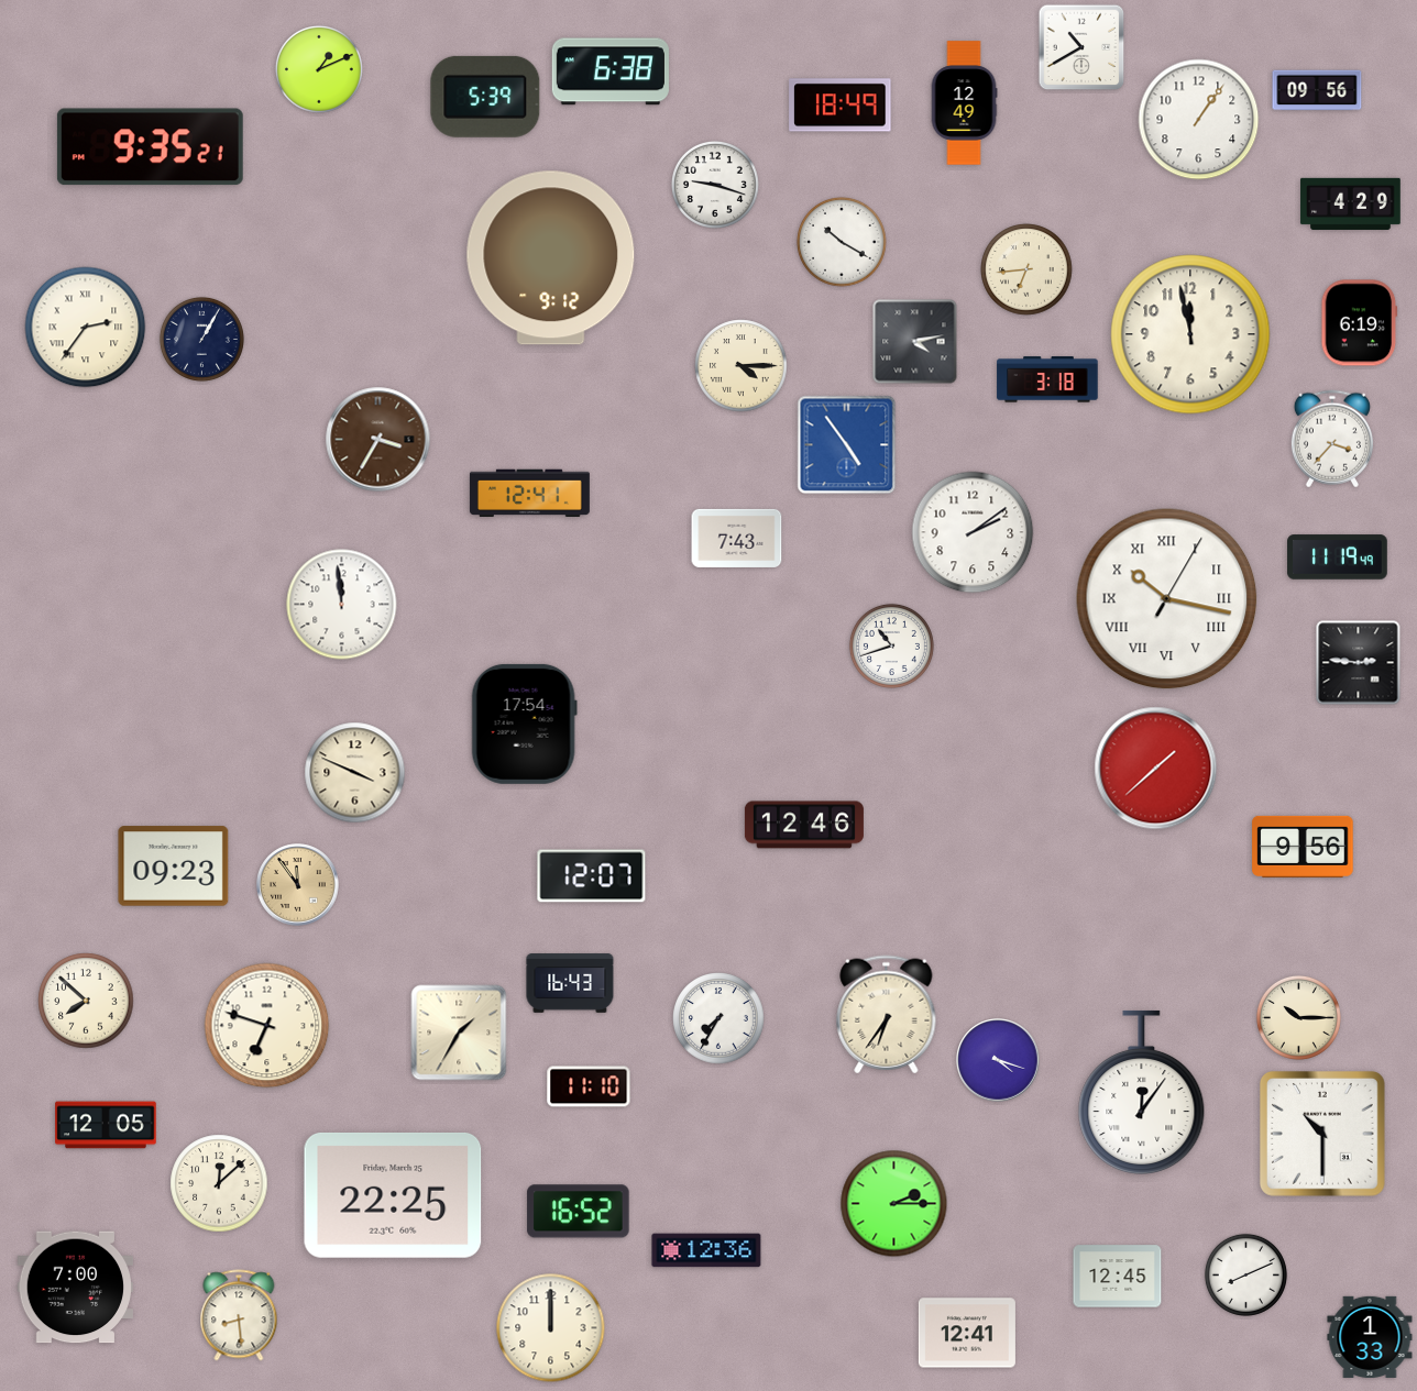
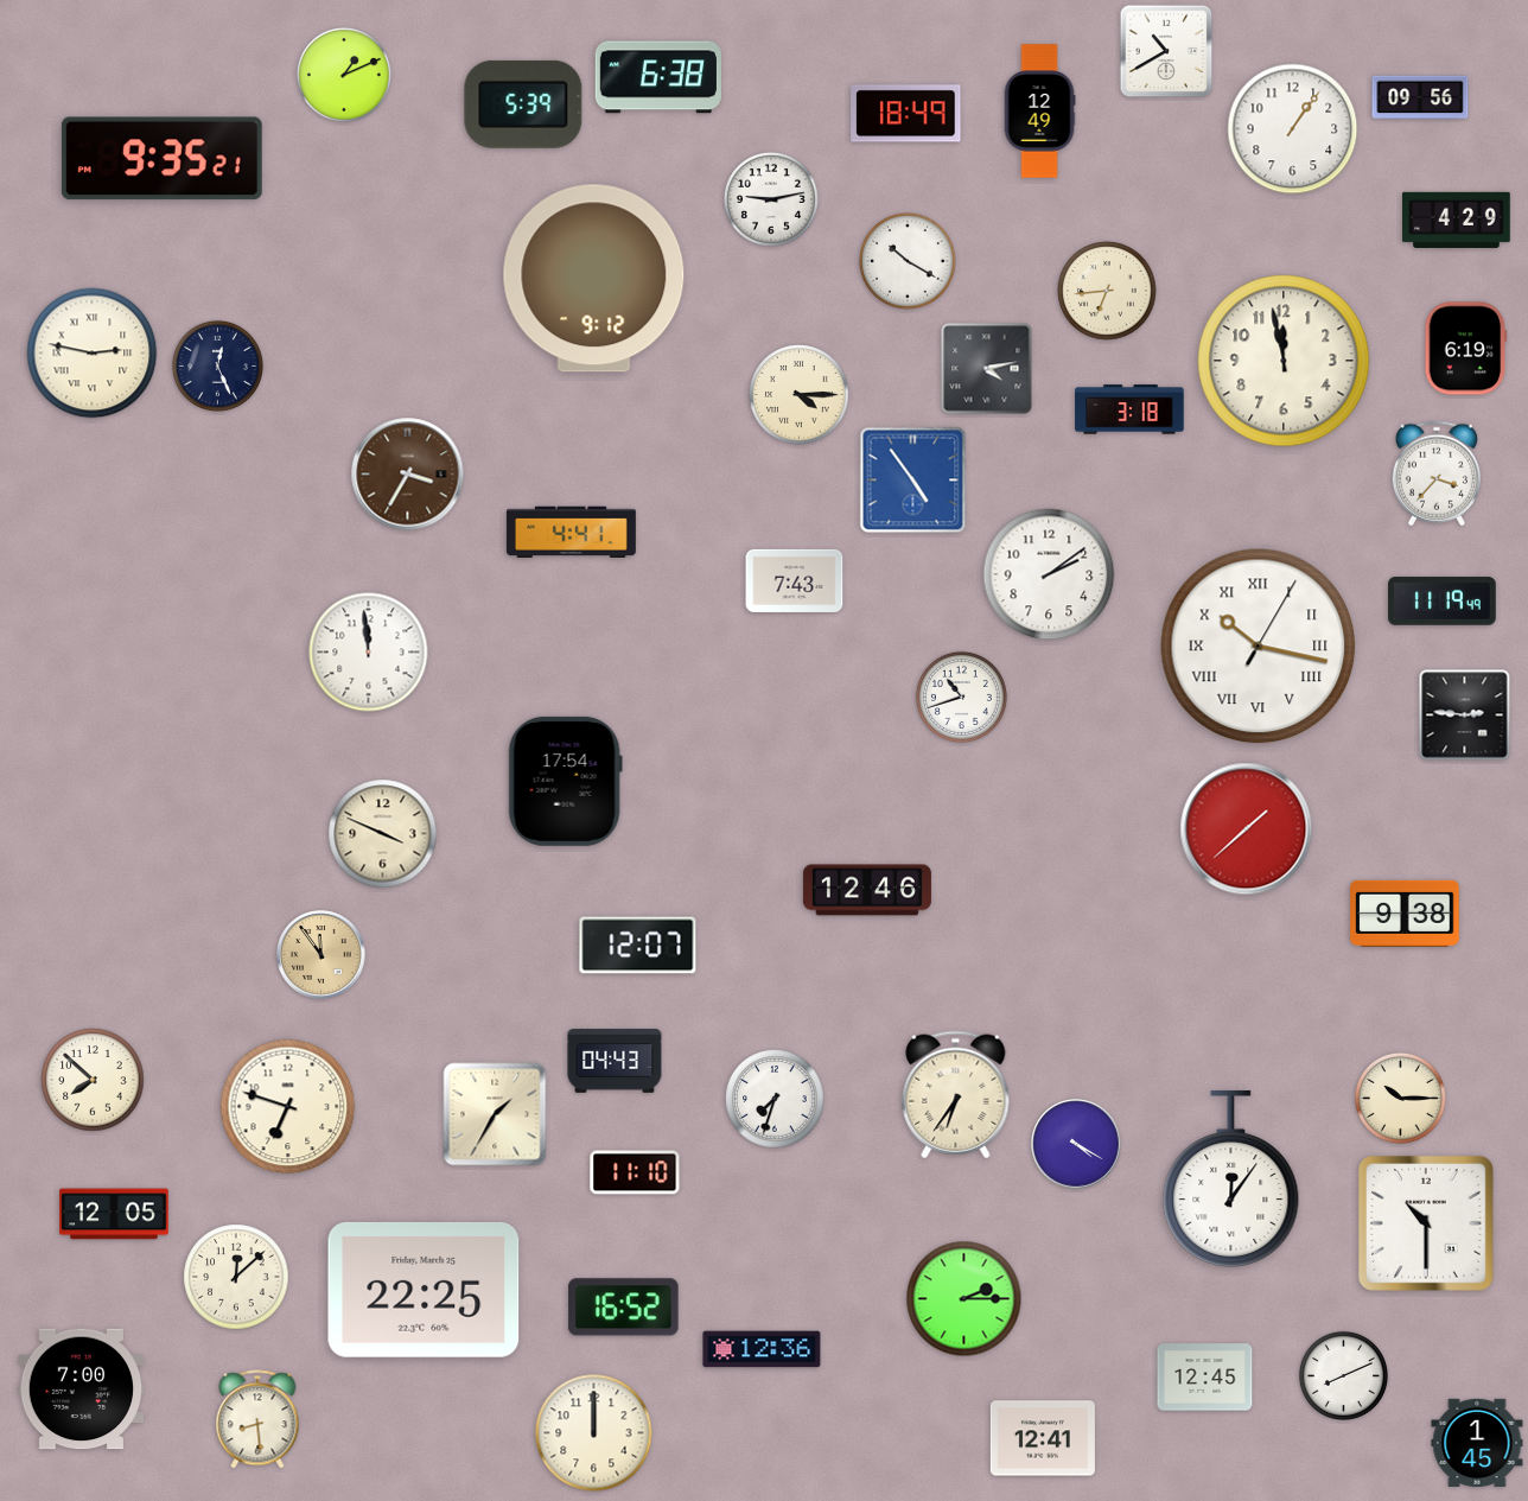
clock at (715, 185): 9:18 -> 9:13
clock at (86, 328): 2:36 -> 2:47
clock at (201, 339): 1:05 -> 12:26
clock at (529, 494): 12:41 -> 4:41
clock at (1303, 847): 9:56 -> 9:38
clock at (174, 866): 09:23 -> none
clock at (570, 983): 16:43 -> 04:43
clock at (718, 1018): 7:35 -> 7:33
clock at (998, 1060): 4:18 -> 4:20
clock at (1370, 1337): 1:33 -> 1:45
